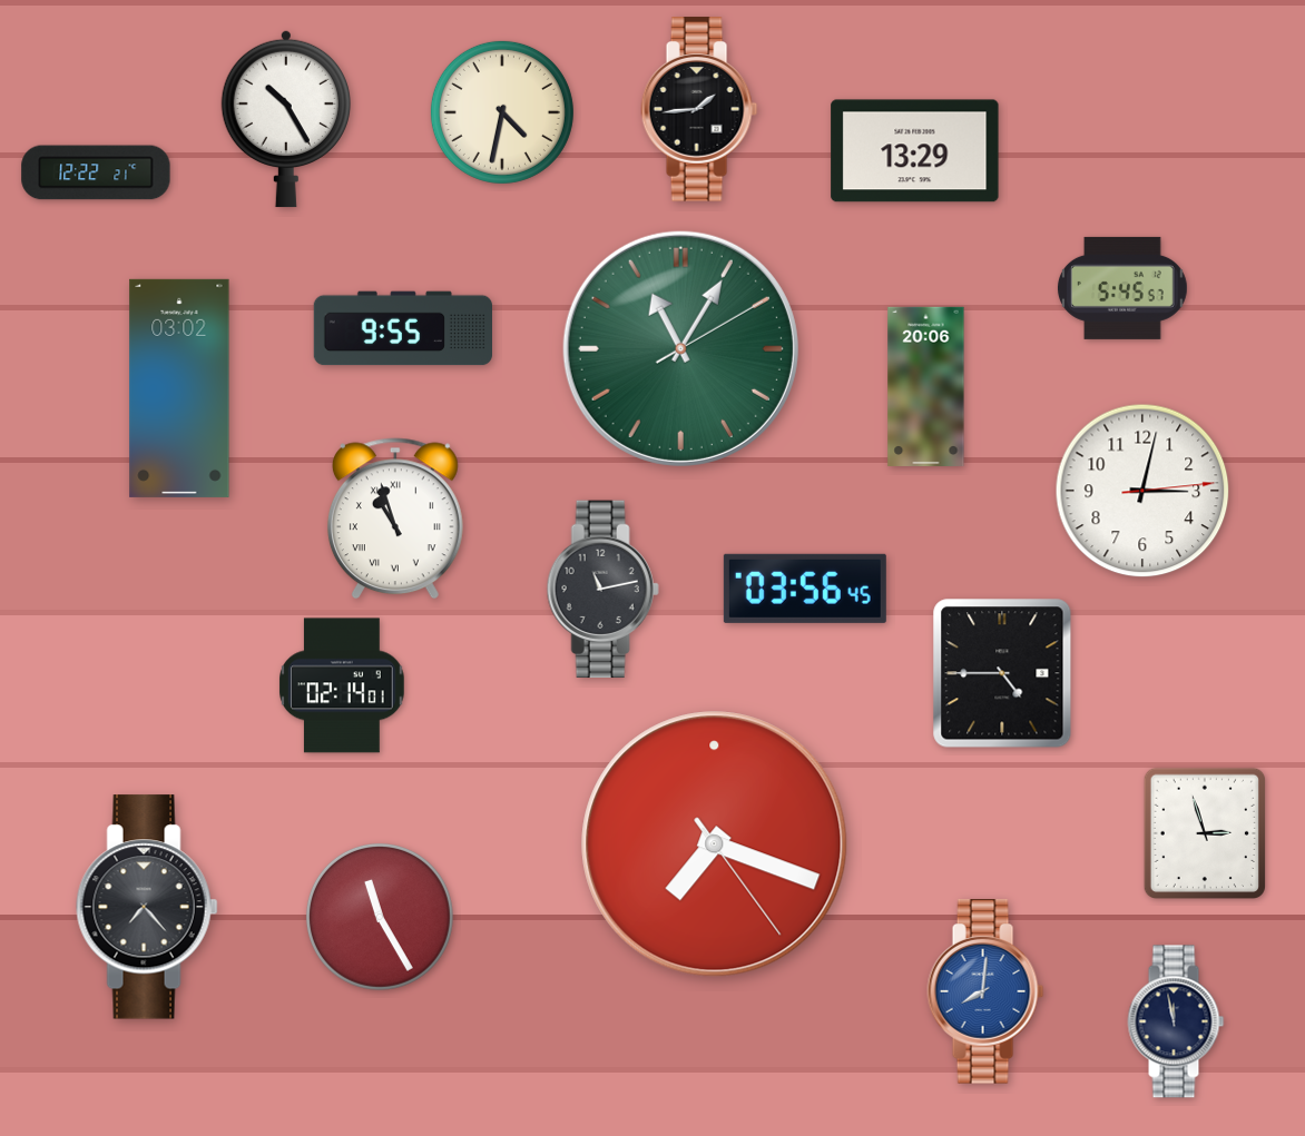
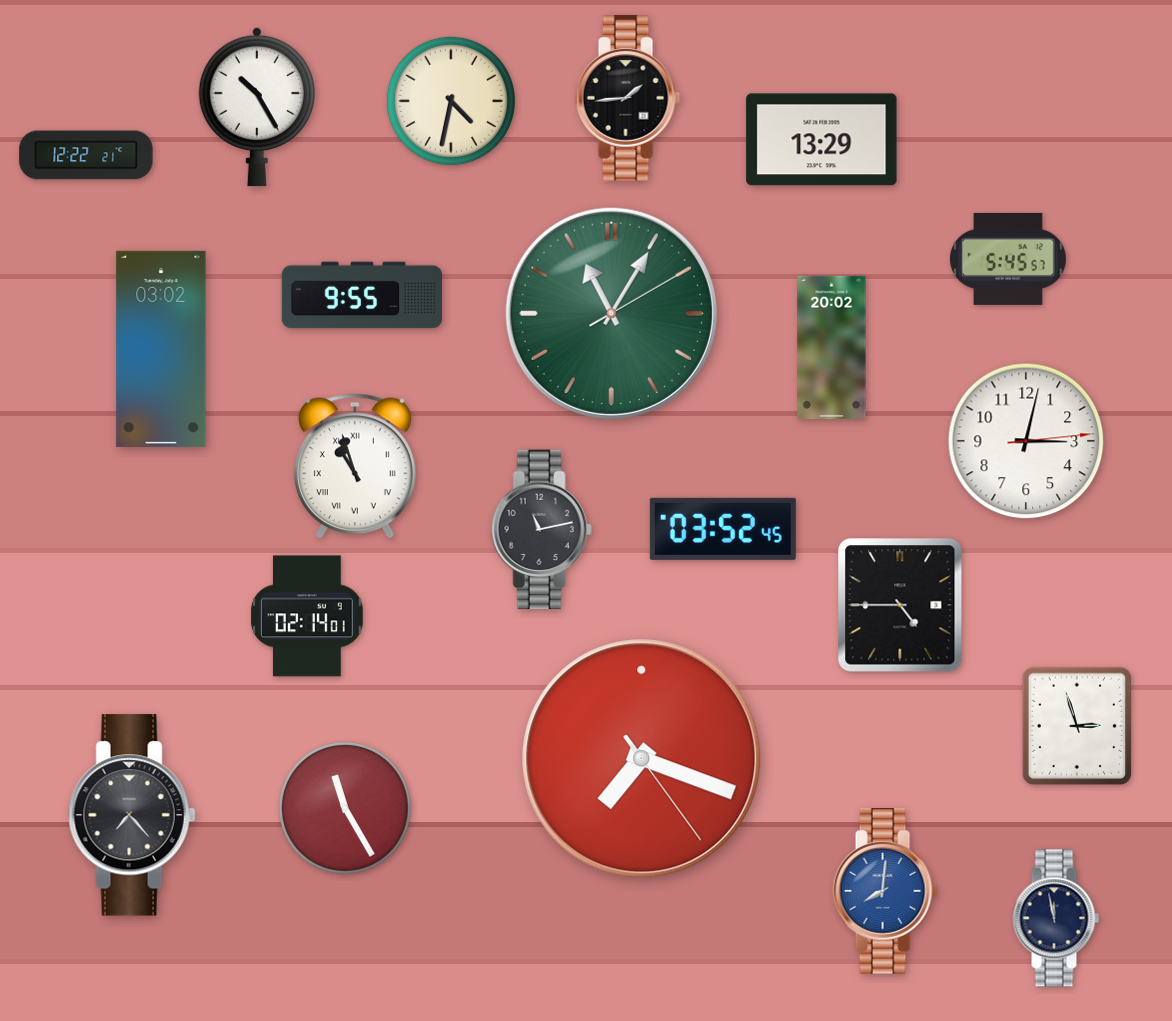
clock at (915, 151) position: (915, 151) -> (822, 140)
clock at (926, 386): 20:06 -> 20:02
clock at (805, 589): 03:56 -> 03:52
clock at (1204, 832) position: (1204, 832) -> (1076, 725)
clock at (380, 917) position: (380, 917) -> (345, 808)
